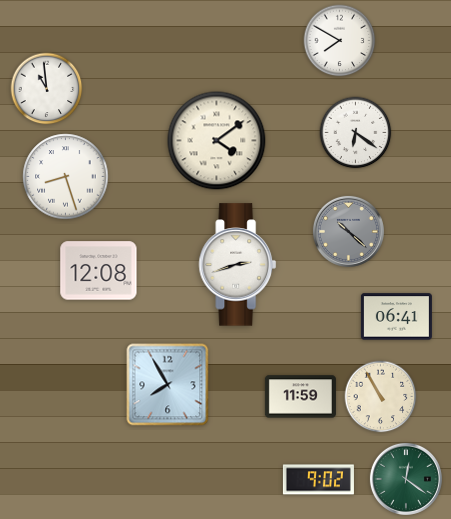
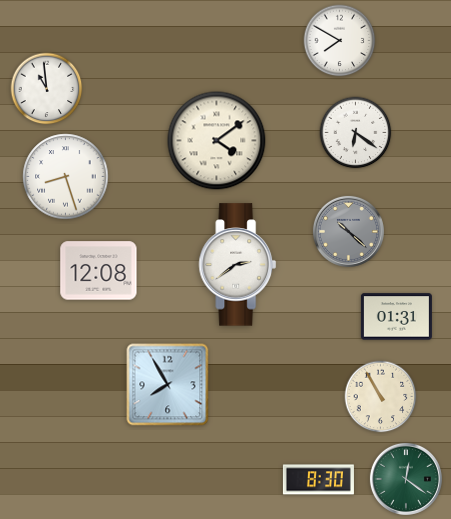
clock at (238, 265): 2:42 -> 2:39
clock at (396, 317): 06:41 -> 01:31
clock at (300, 397): 11:59 -> none
clock at (318, 480): 9:02 -> 8:30
